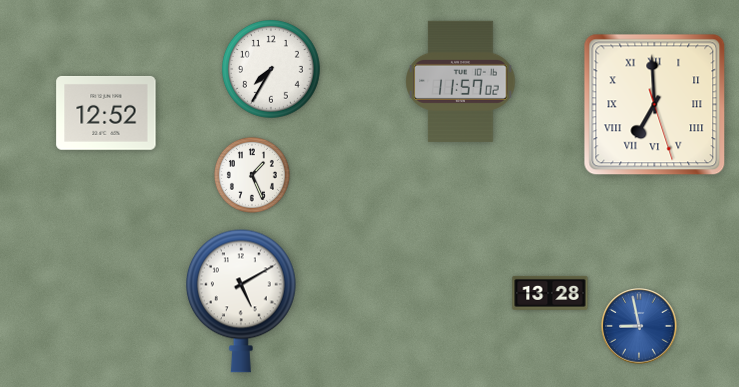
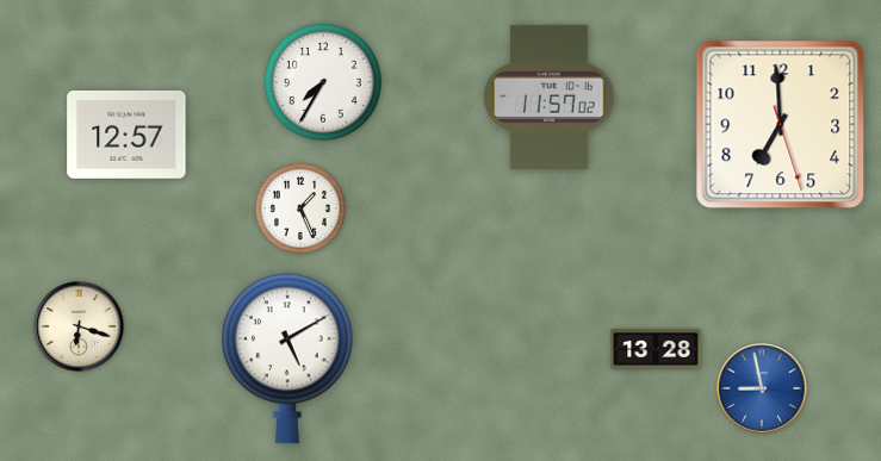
clock at (655, 105) numerals: Roman -> Arabic
clock at (106, 113): 12:52 -> 12:57
clock at (79, 326): none -> 6:18
